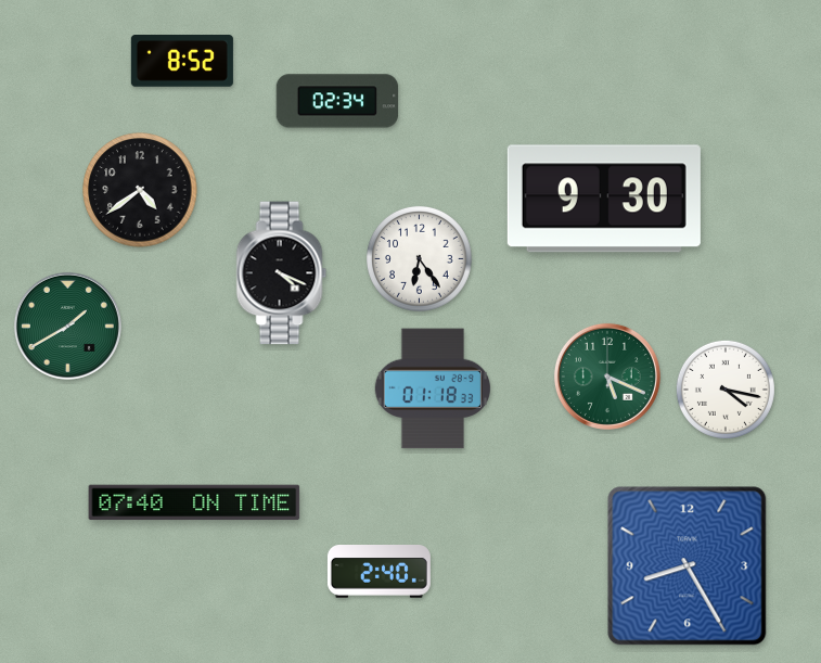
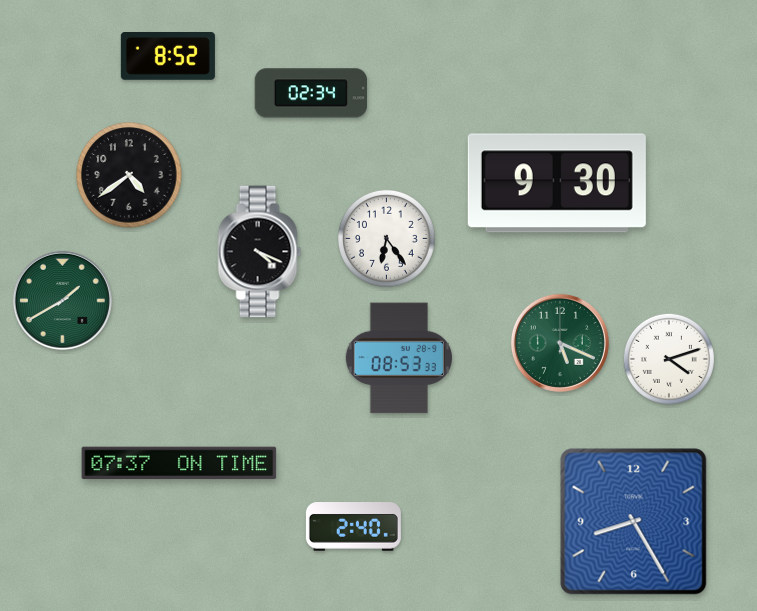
clock at (607, 377) position: (607, 377) -> (560, 343)
clock at (433, 388): 01:18 -> 08:53
clock at (726, 390): 4:17 -> 4:12
clock at (194, 502): 07:40 -> 07:37
clock at (379, 572) position: (379, 572) -> (353, 527)
